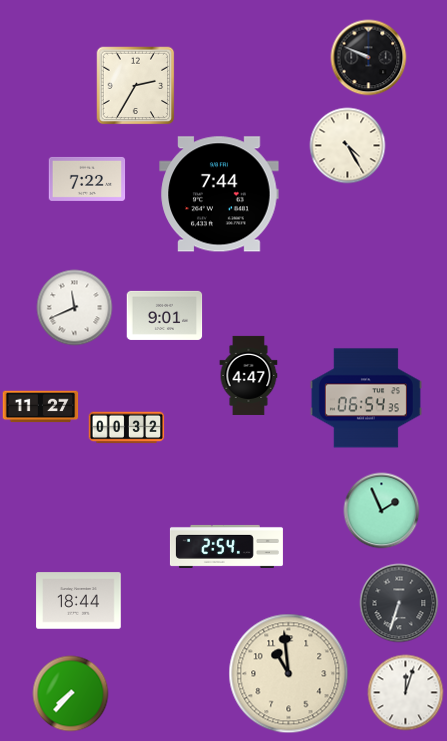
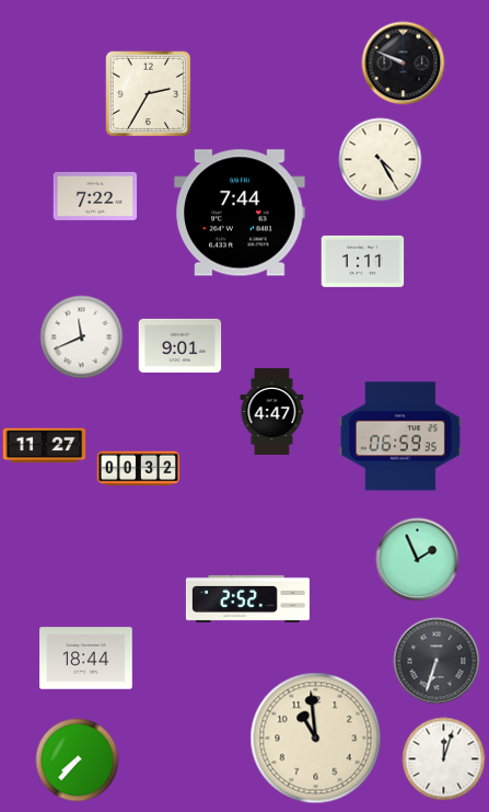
clock at (363, 261): none -> 1:11
clock at (366, 398): 06:54 -> 06:59
clock at (226, 546): 2:54 -> 2:52
